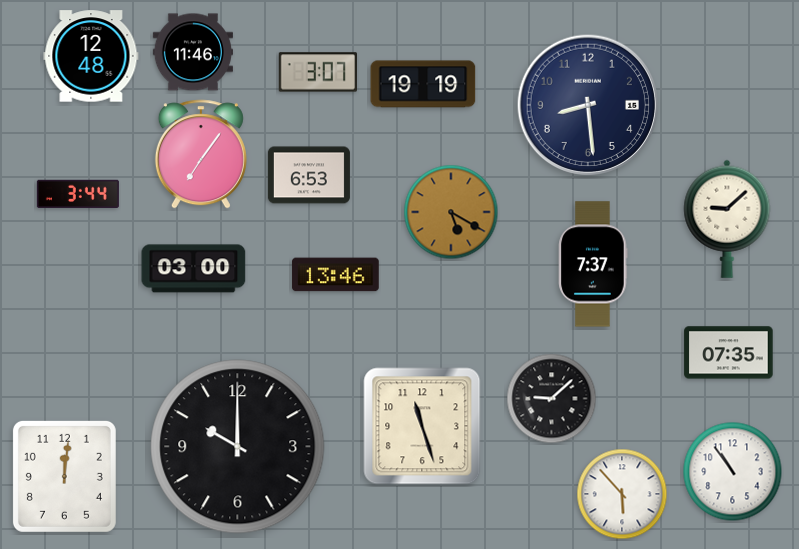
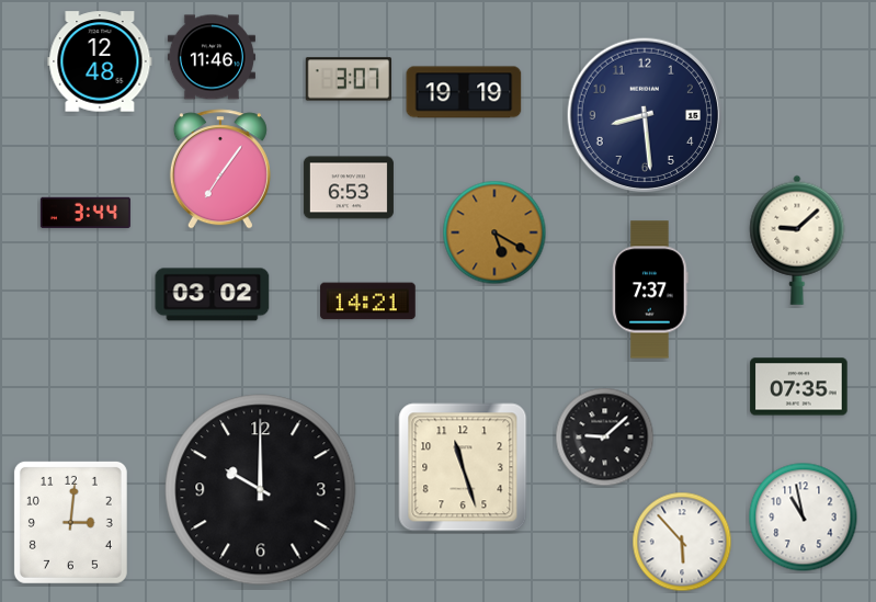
clock at (309, 175) position: (309, 175) -> (349, 188)
clock at (194, 269): 03:00 -> 03:02
clock at (336, 275): 13:46 -> 14:21
clock at (733, 472): 10:54 -> 10:58
clock at (64, 476): 12:01 -> 3:01
